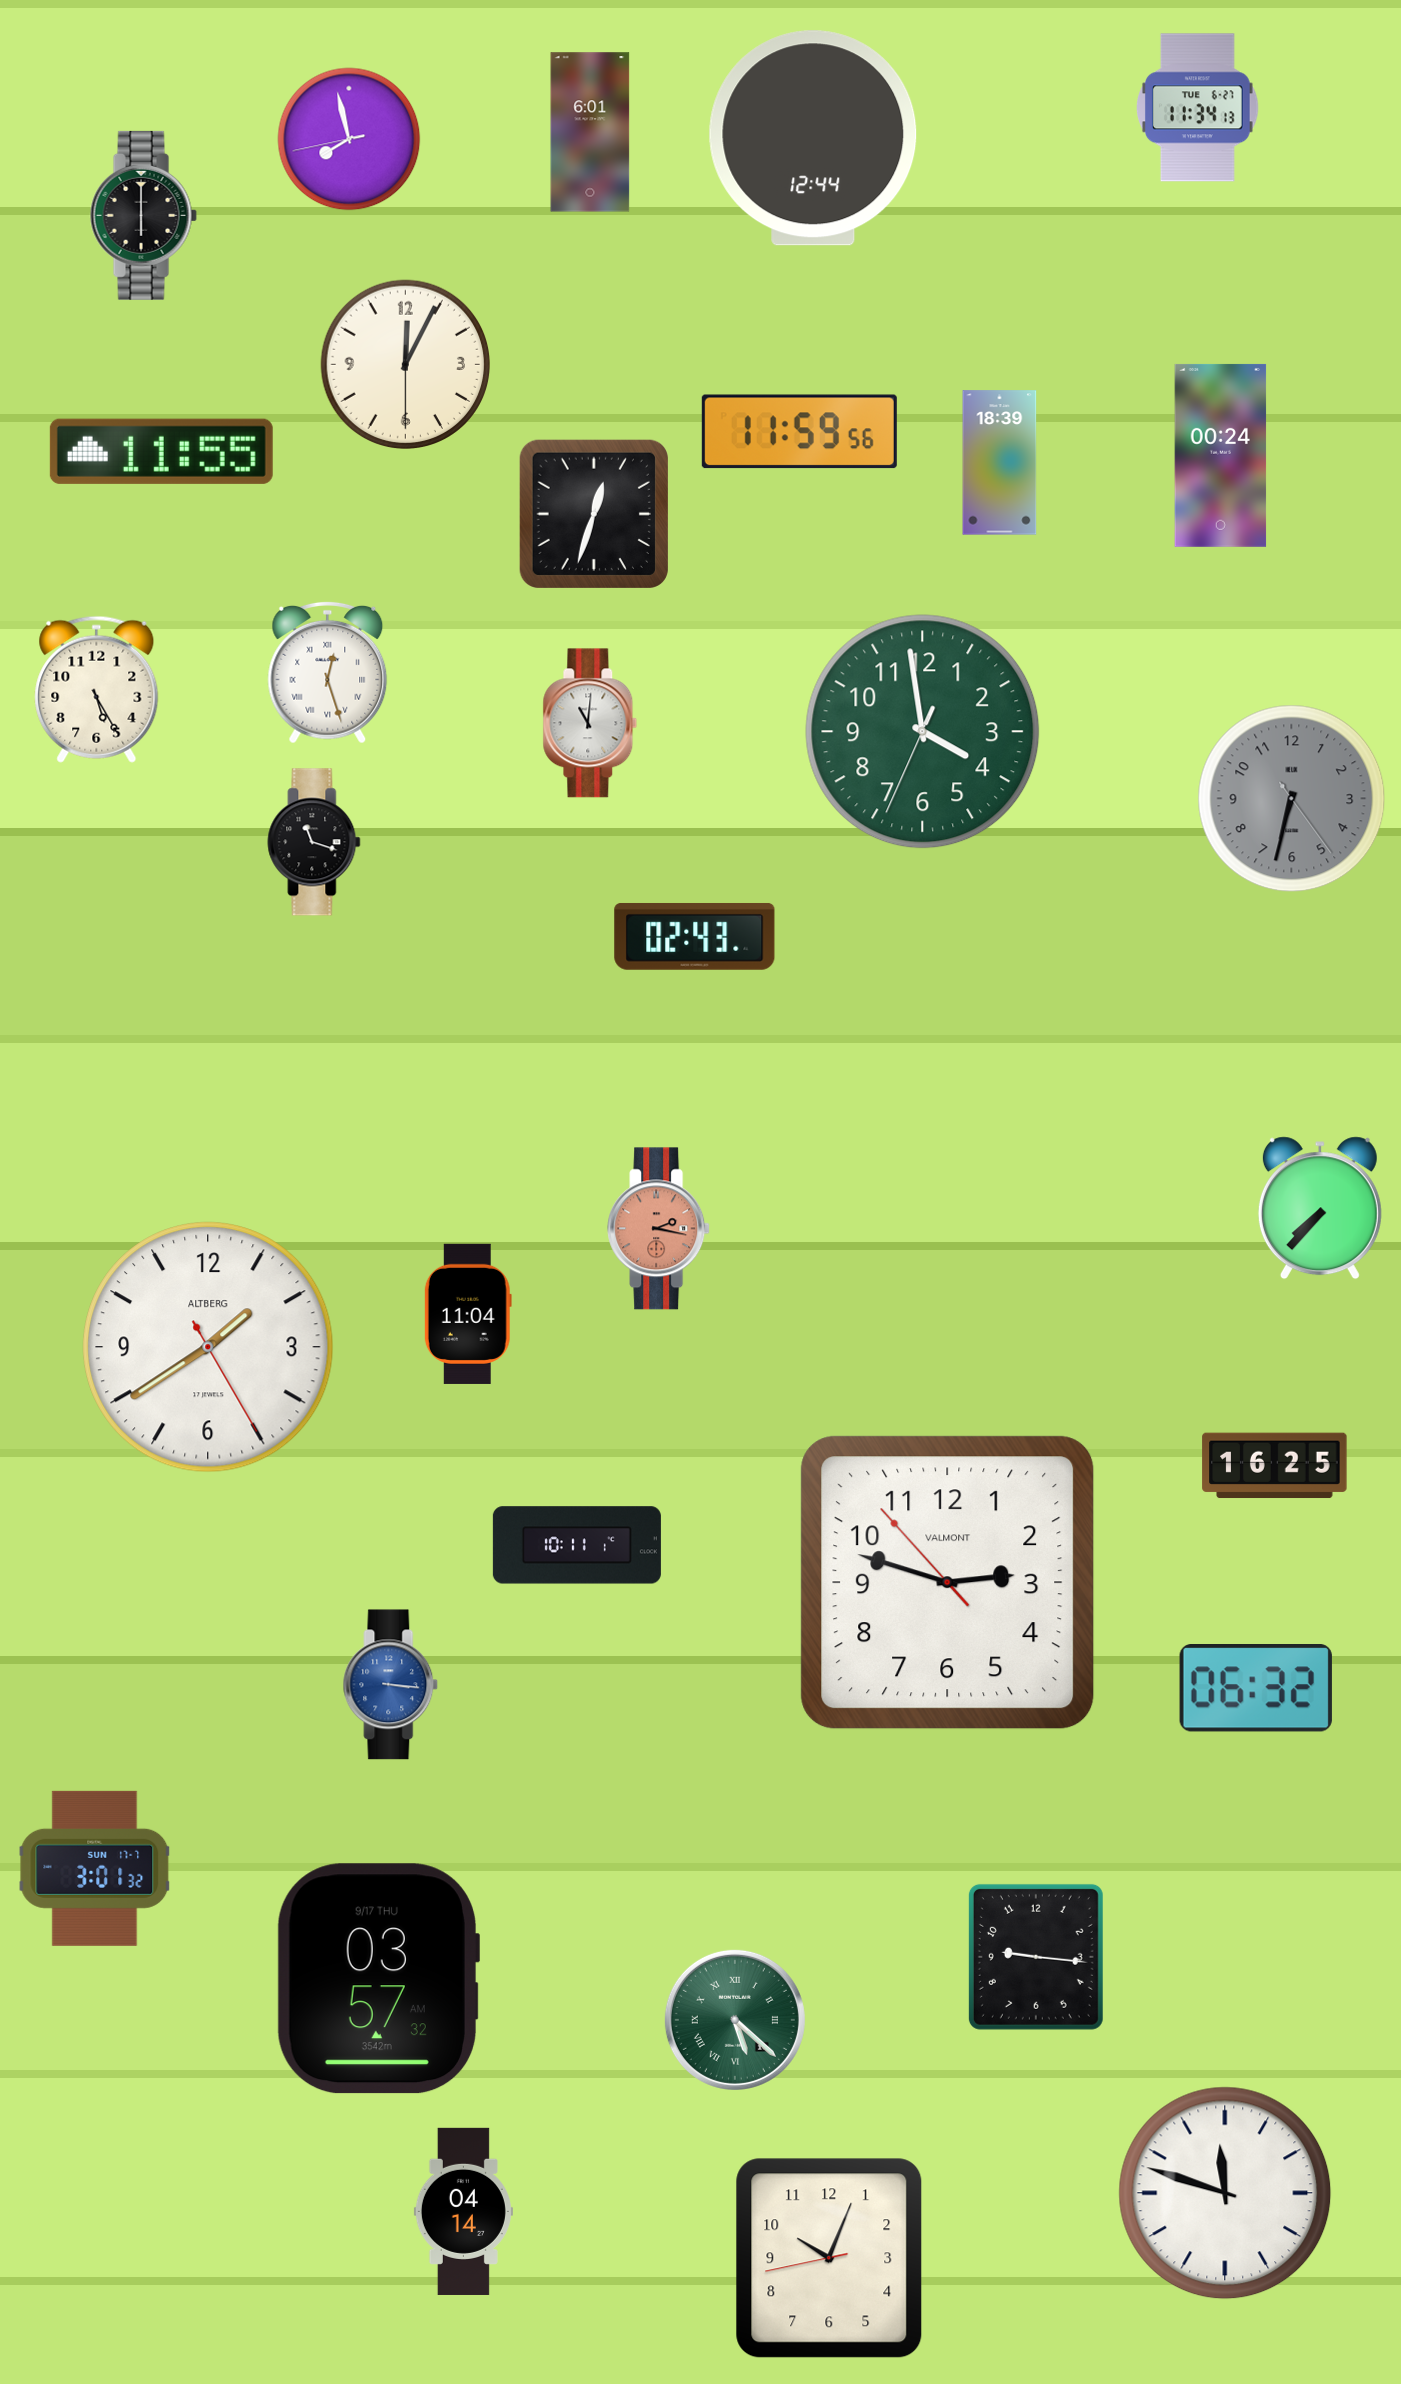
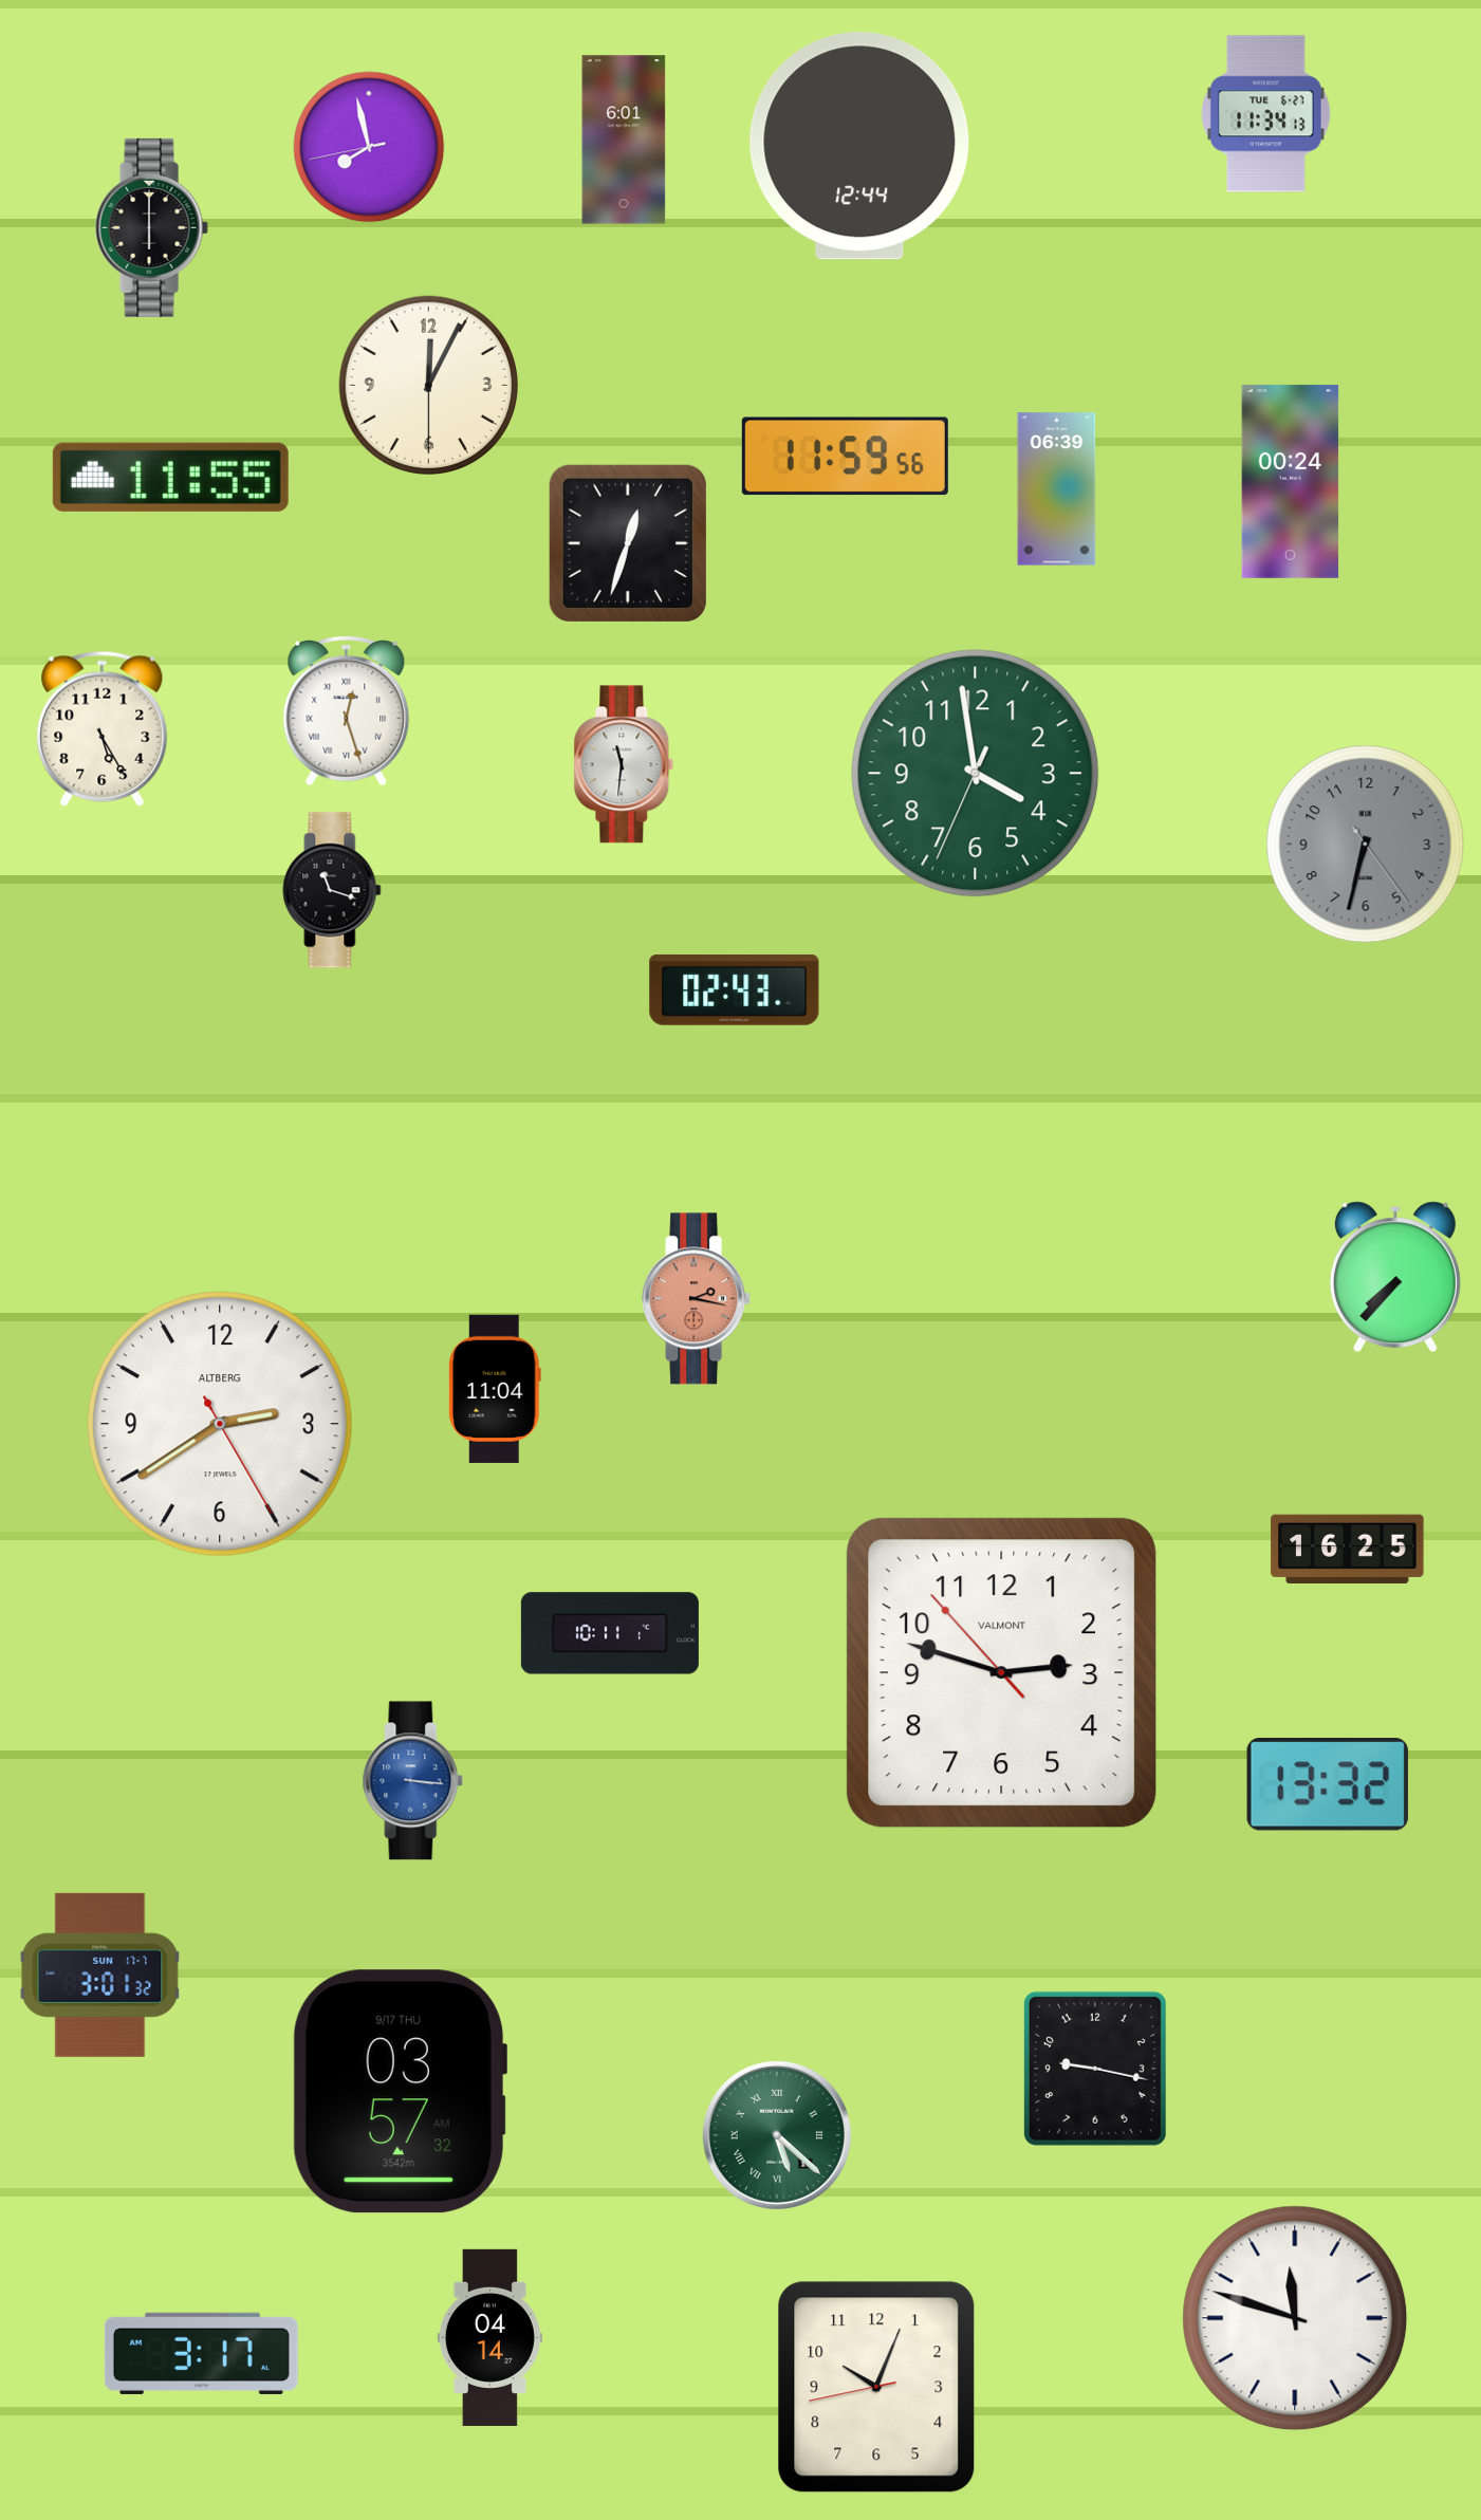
clock at (1000, 463): 18:39 -> 06:39
clock at (590, 723): 11:01 -> 11:31
clock at (208, 1347): 1:39 -> 2:39
clock at (1256, 1689): 06:32 -> 13:32
clock at (1036, 1957): 9:16 -> 9:17
clock at (201, 2353): none -> 3:17
